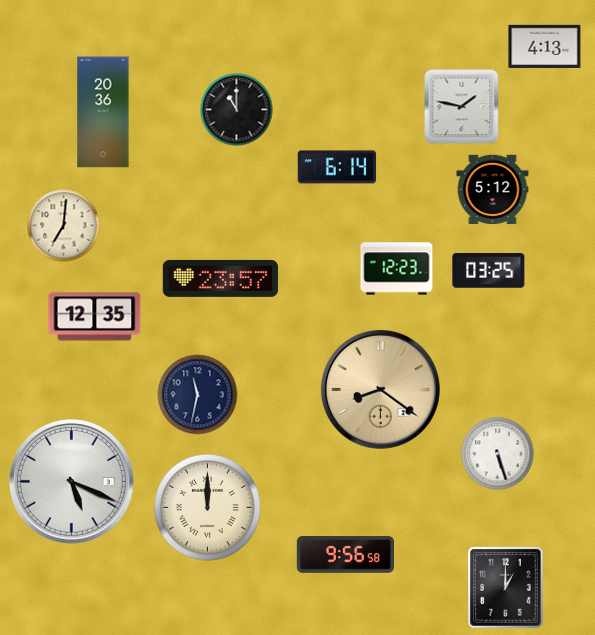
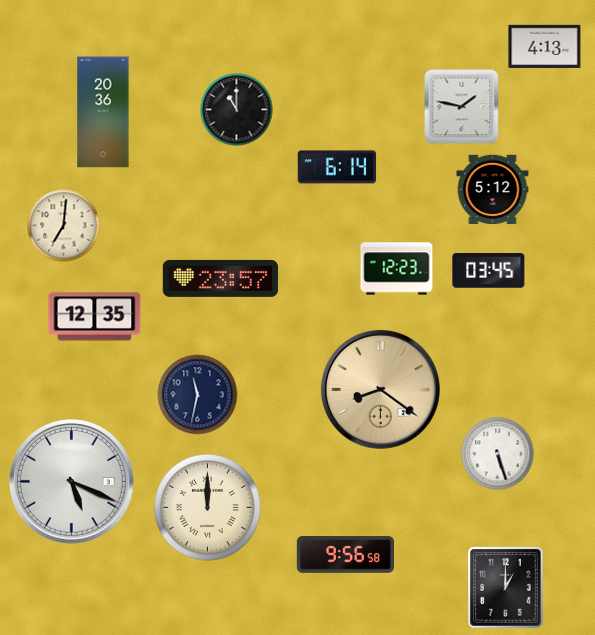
clock at (489, 271): 03:25 -> 03:45
